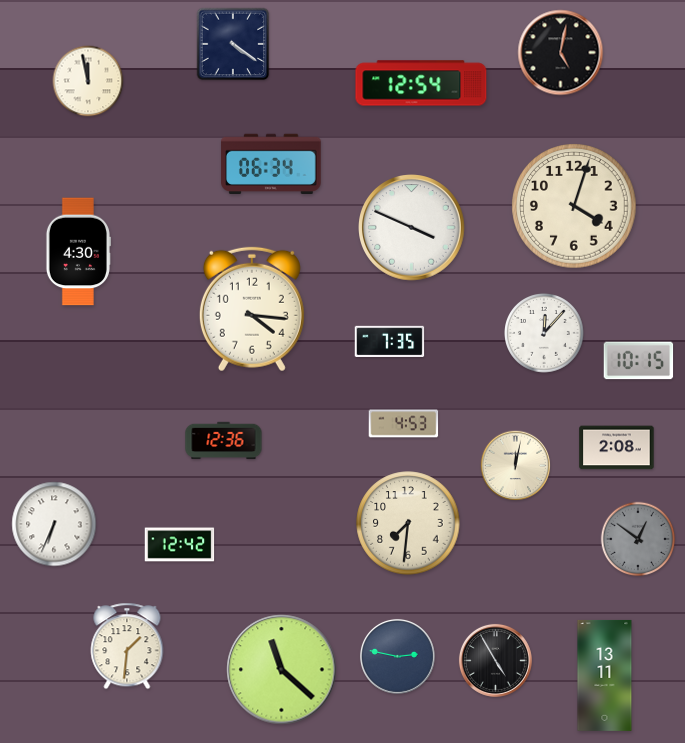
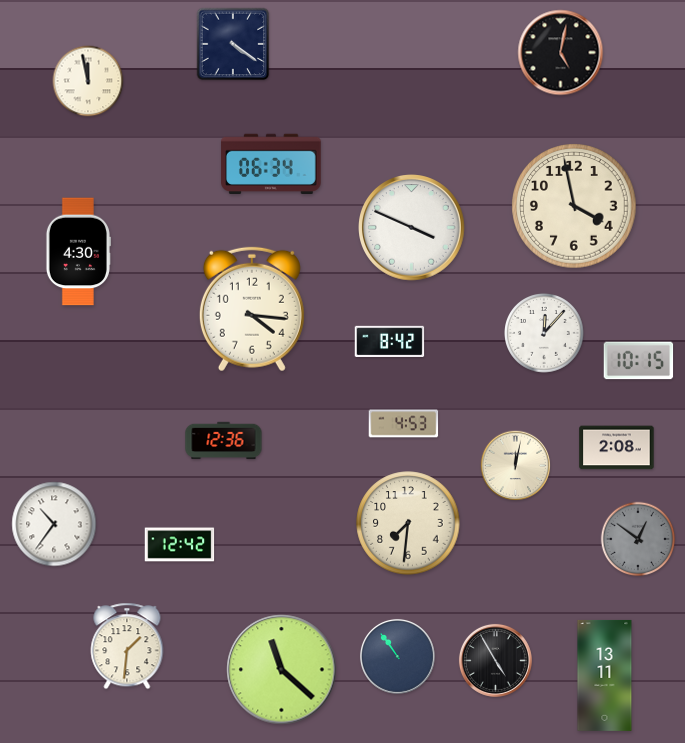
clock at (421, 83): 12:54 -> none
clock at (574, 206): 4:03 -> 3:58
clock at (390, 341): 7:35 -> 8:42
clock at (54, 524): 6:34 -> 10:36
clock at (398, 657): 2:47 -> 10:54
